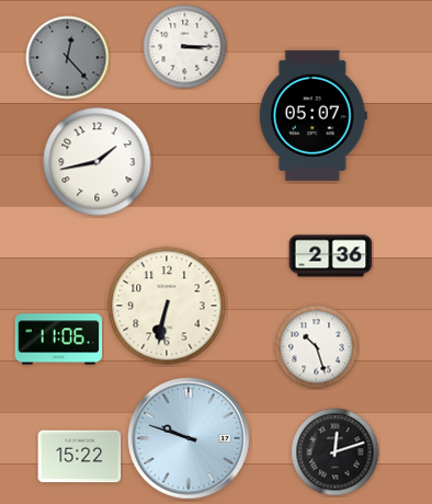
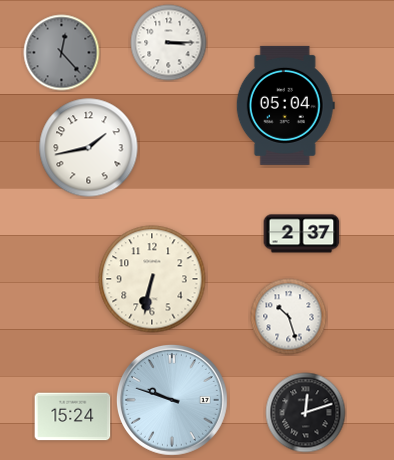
clock at (312, 115): 05:07 -> 05:04
clock at (331, 256): 2:36 -> 2:37
clock at (59, 340): 11:06 -> none
clock at (80, 457): 15:22 -> 15:24
